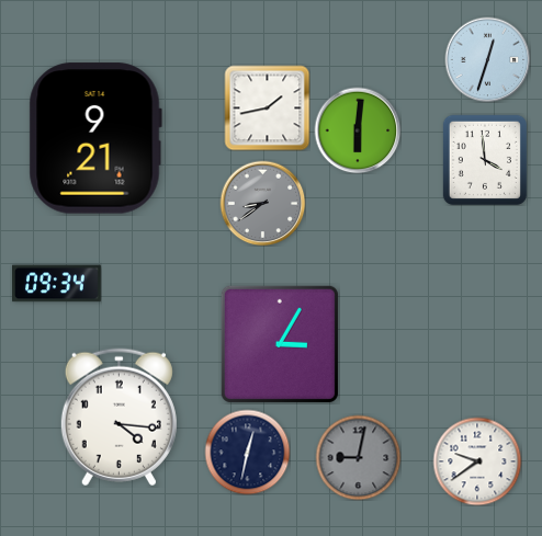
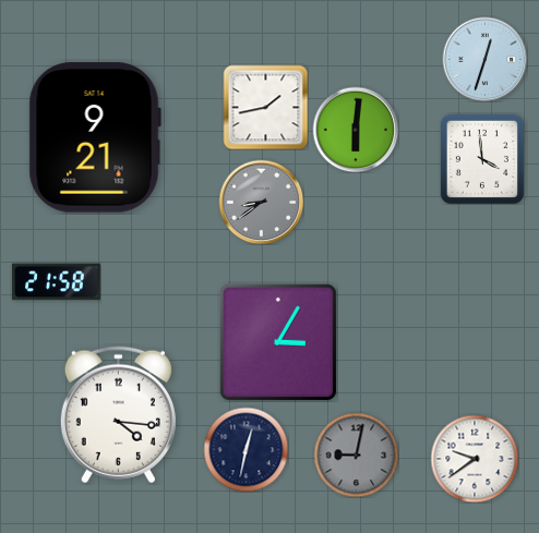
clock at (57, 284): 09:34 -> 21:58
